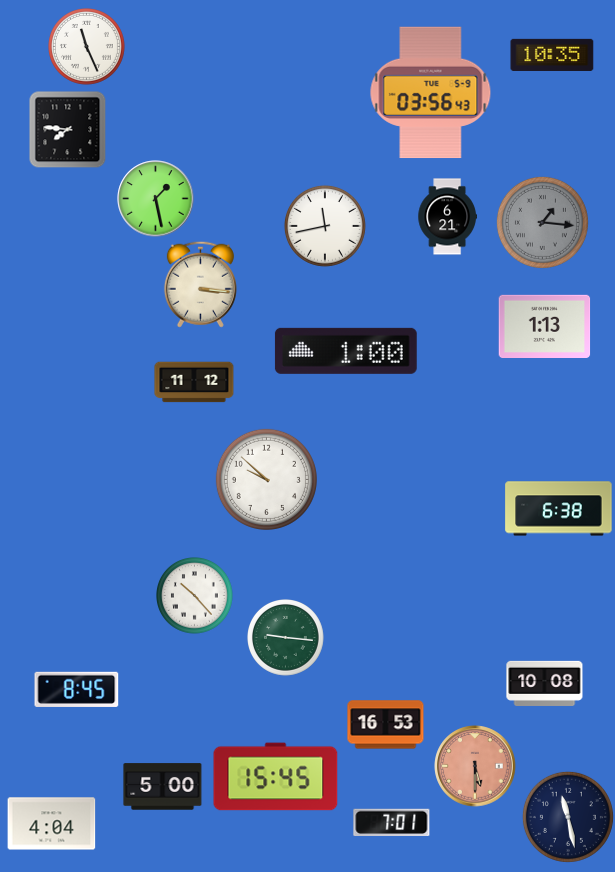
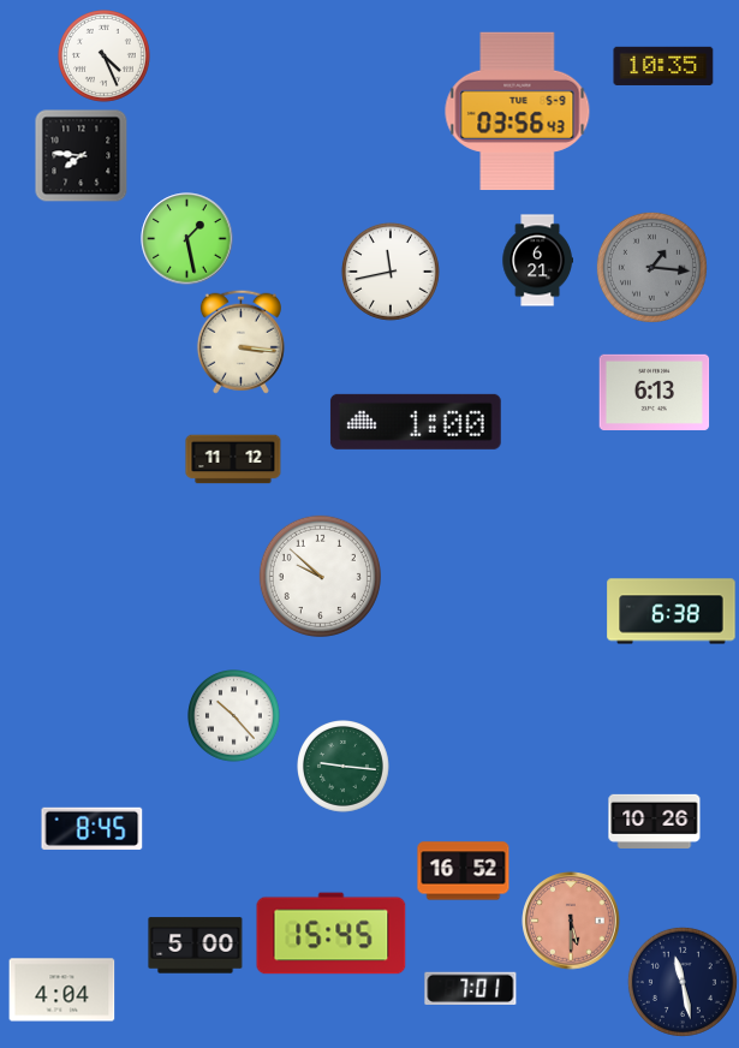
clock at (87, 47): 11:26 -> 4:26
clock at (545, 326): 1:13 -> 6:13
clock at (545, 683): 10:08 -> 10:26
clock at (386, 725): 16:53 -> 16:52
